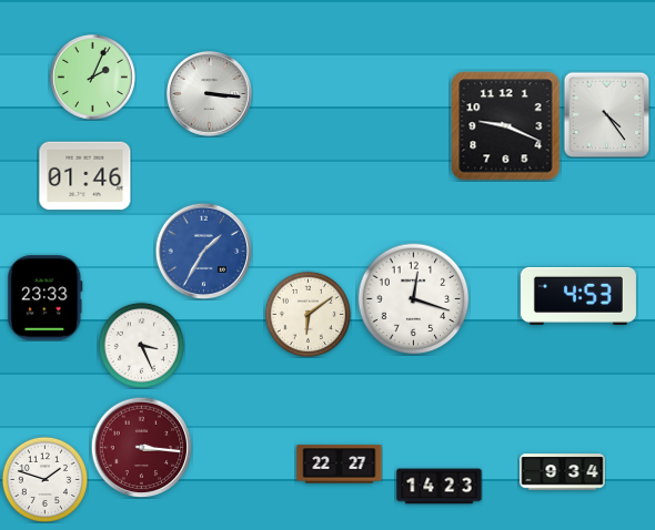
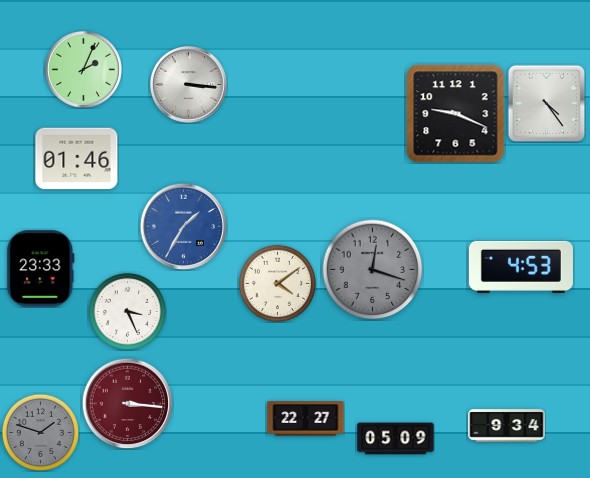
clock at (414, 299) dial: white -> grey
clock at (308, 314): 6:09 -> 4:09
clock at (44, 479) dial: white -> grey
clock at (440, 487): 14:23 -> 05:09
